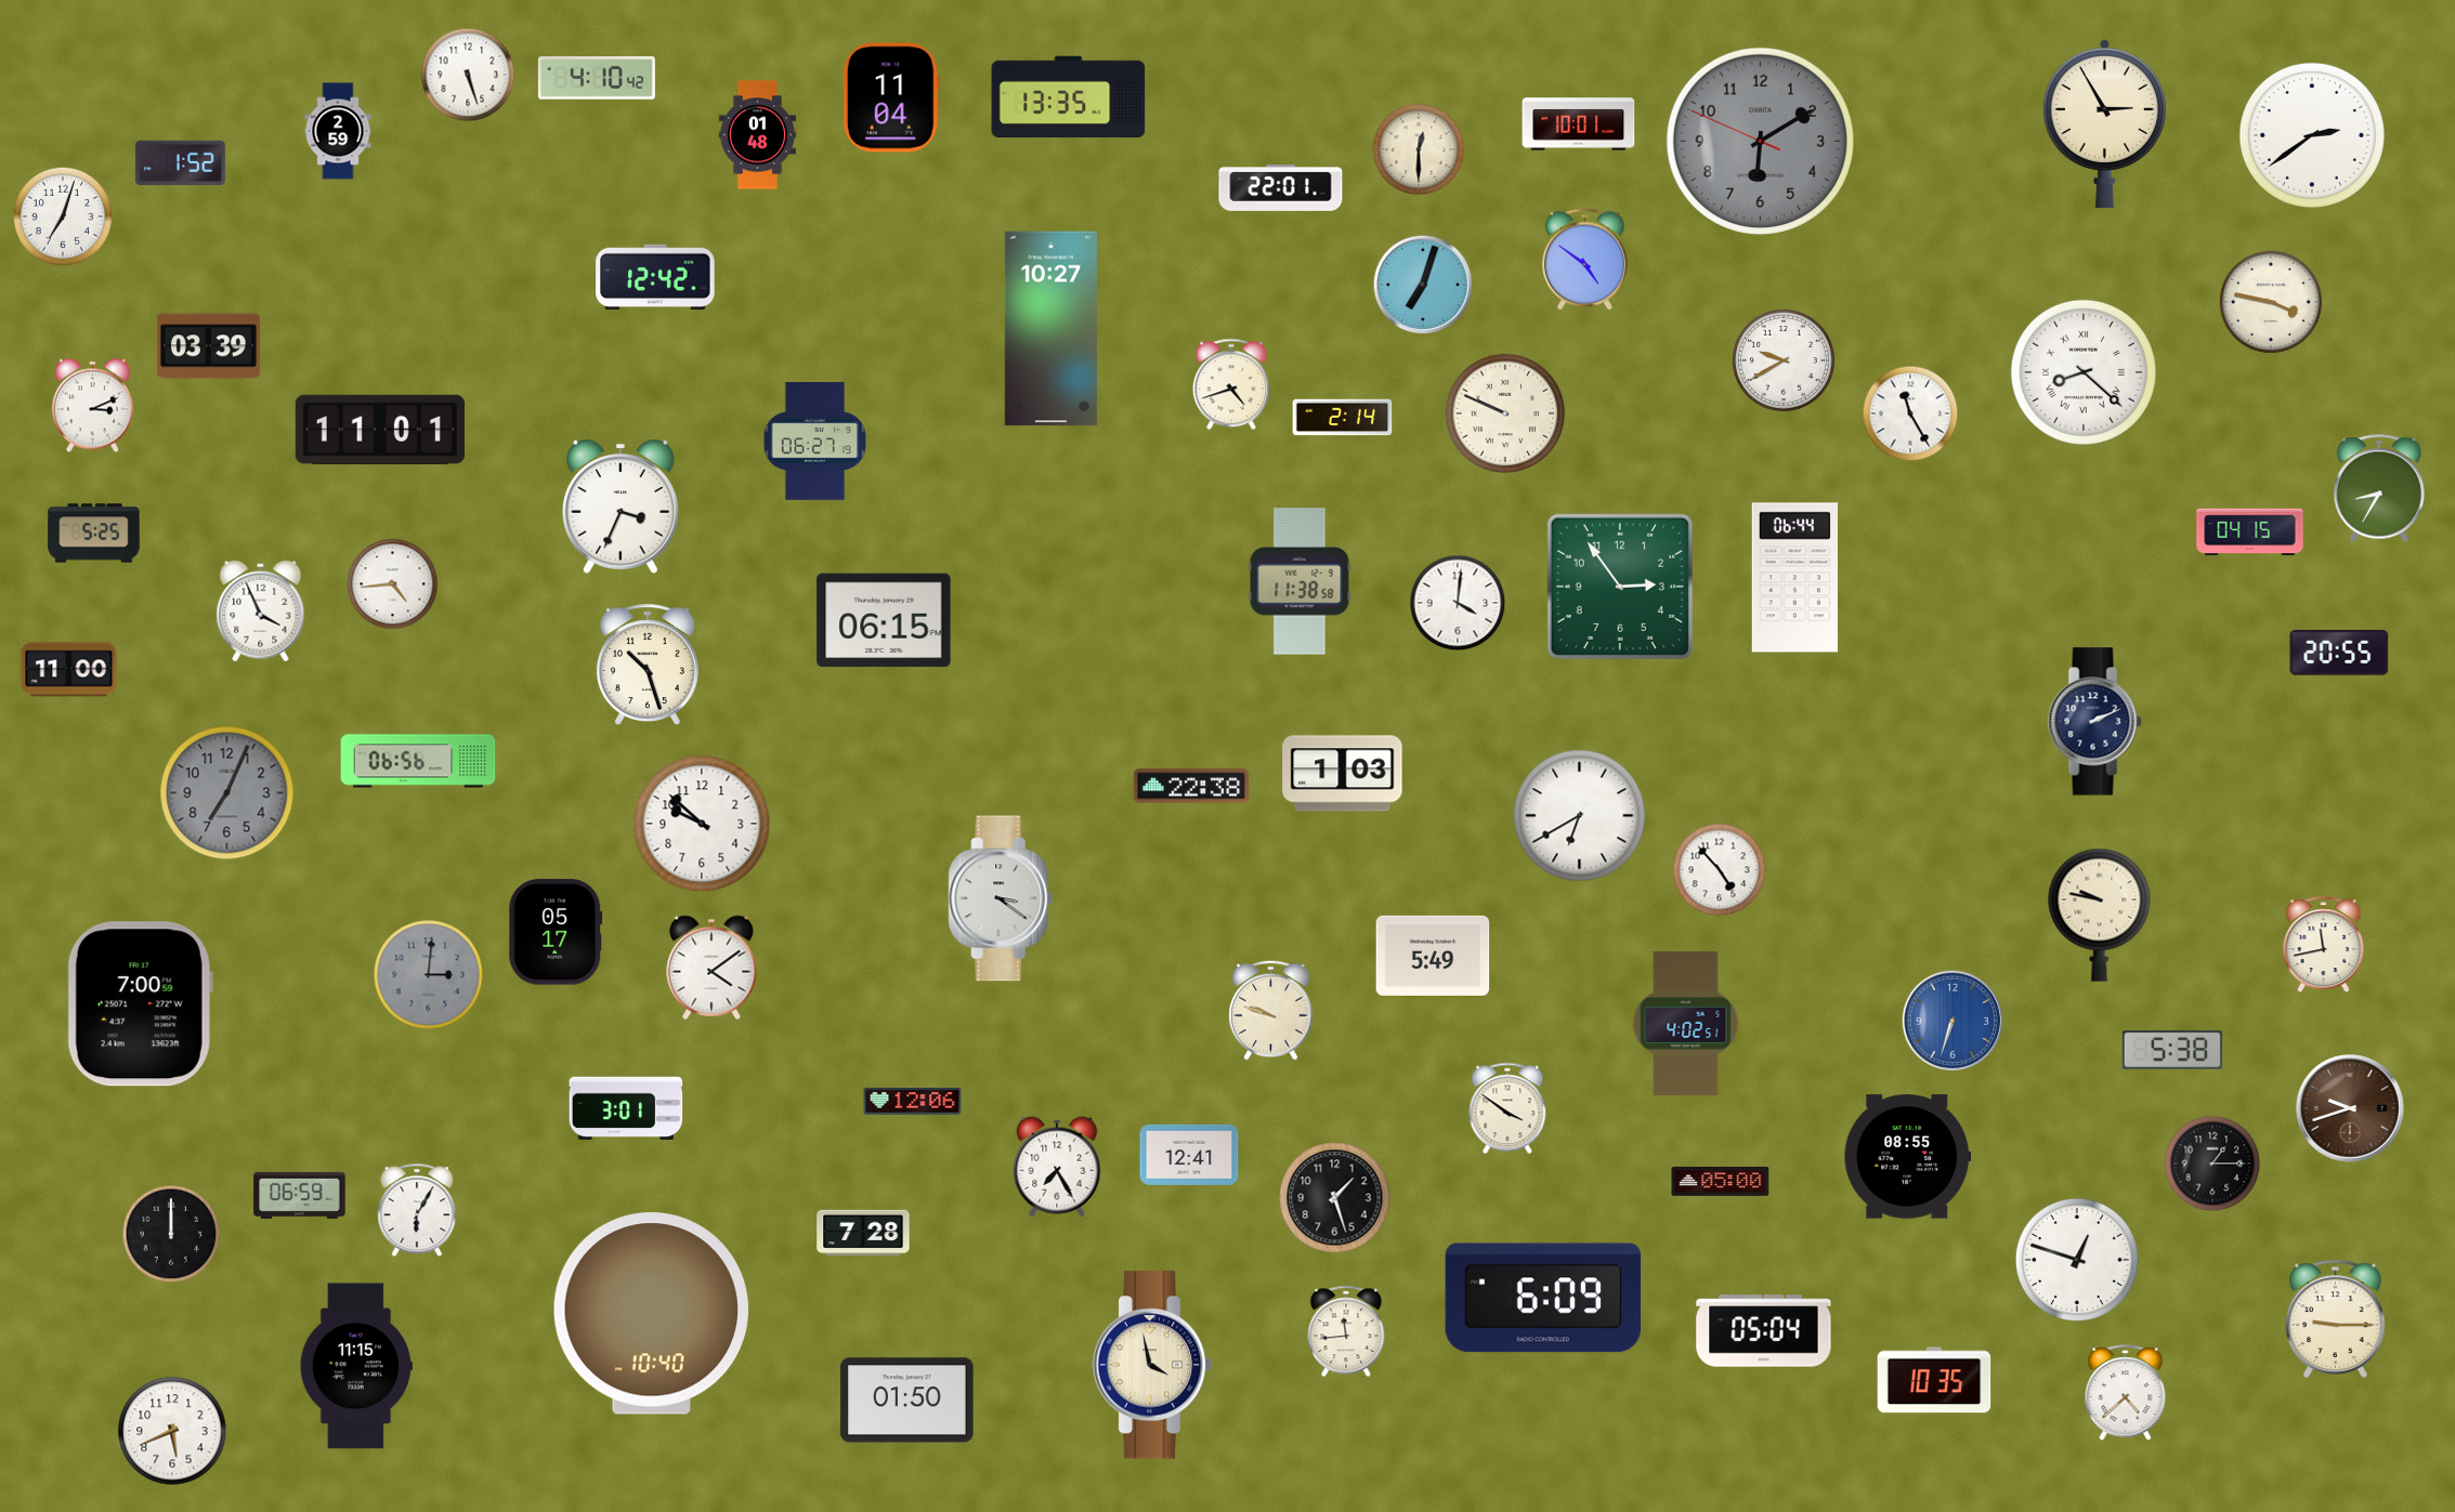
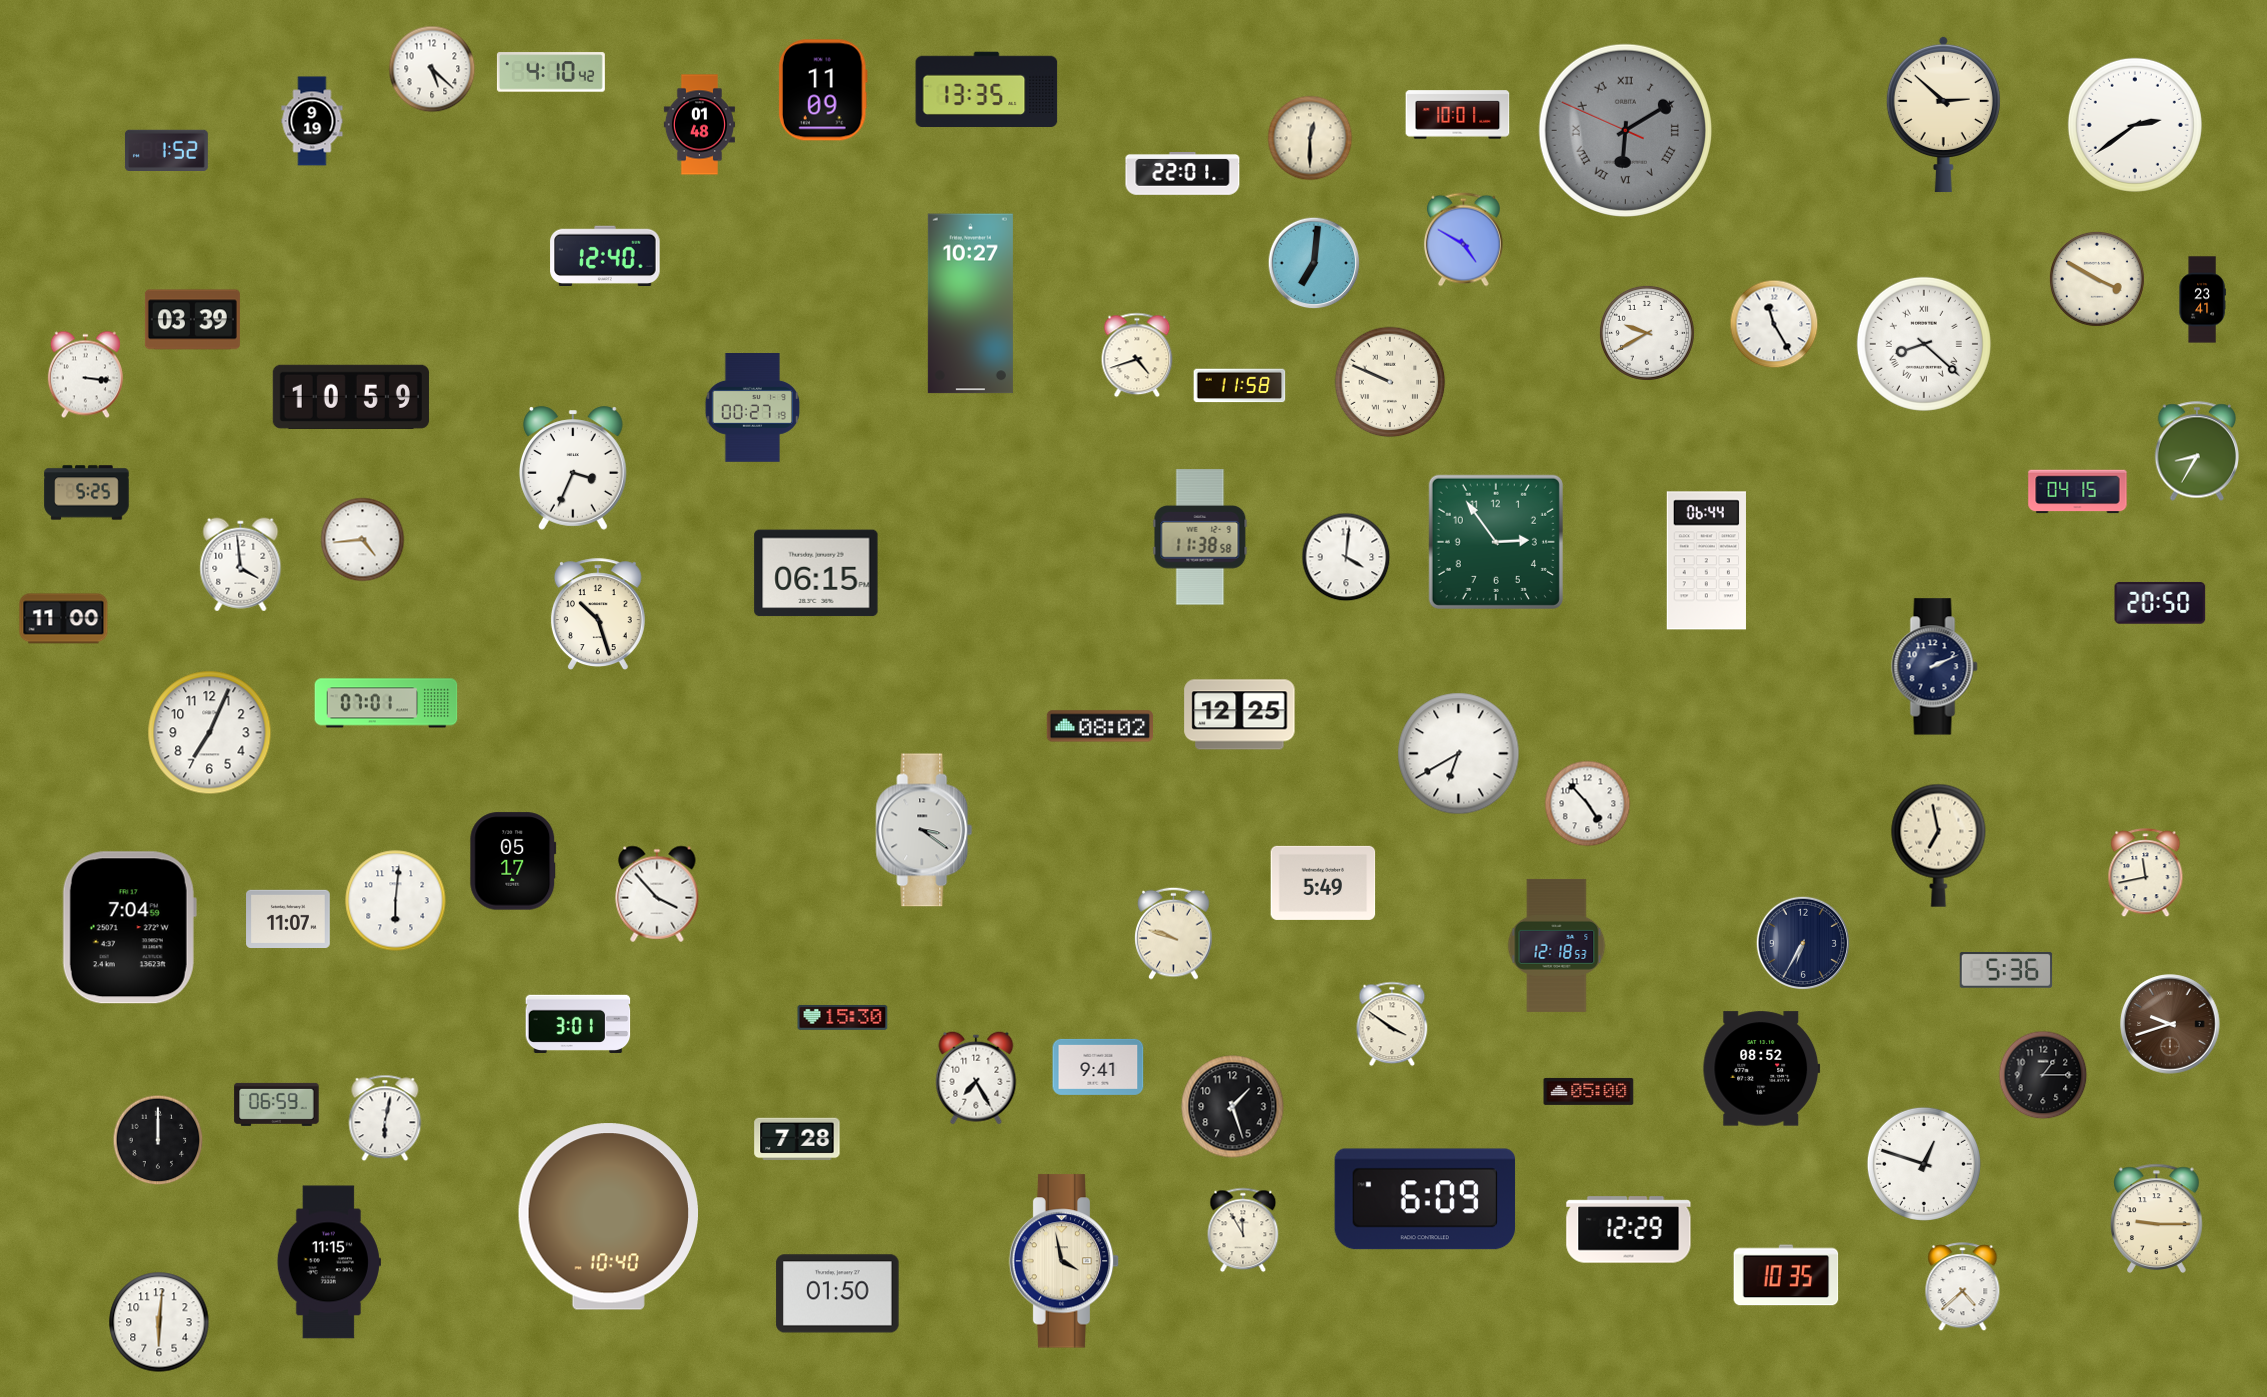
clock at (468, 75): 5:27 -> 5:22
clock at (891, 97): 11:04 -> 11:09
clock at (2104, 123): 2:55 -> 2:52
clock at (338, 131): 2:59 -> 9:19
clock at (1760, 141) numerals: Arabic -> Roman
clock at (63, 216): 7:03 -> none
clock at (1584, 260): 4:51 -> 4:50
clock at (655, 277): 12:42 -> 12:40
clock at (1423, 285): 7:03 -> 7:01
clock at (2271, 302): 3:47 -> 3:50
clock at (2202, 300): none -> 23:41
clock at (92, 406): 3:11 -> 3:16
clock at (1910, 413) position: (1910, 413) -> (1774, 324)
clock at (1343, 418): 2:14 -> 11:58
clock at (380, 430): 11:01 -> 10:59
clock at (815, 442): 06:27 -> 00:27
clock at (1794, 578) position: (1794, 578) -> (1706, 561)
clock at (261, 612): 3:56 -> 3:59
clock at (2339, 653): 20:55 -> 20:50
clock at (418, 761): 06:56 -> 07:01
clock at (1343, 774): 1:03 -> 12:25
clock at (1191, 786): 22:38 -> 08:02
clock at (227, 793) dial: grey -> white
clock at (702, 824): 9:52 -> none
clock at (2100, 915): 9:47 -> 6:58
clock at (711, 968): 4:09 -> 3:53
clock at (429, 975): 3:01 -> 6:01
clock at (429, 975) dial: grey -> white
clock at (288, 918): none -> 11:07
clock at (140, 1004): 7:00 -> 7:04
clock at (1951, 1020): 6:33 -> 6:35
clock at (1951, 1020) dial: blue -> navy
clock at (1686, 1023): 4:02 -> 12:18
clock at (2172, 1051): 5:38 -> 5:36
clock at (913, 1102): 12:06 -> 15:30
clock at (1189, 1155): 12:41 -> 9:41
clock at (1908, 1157): 08:55 -> 08:52
clock at (417, 1210): 6:05 -> 6:02
clock at (2077, 1260) position: (2077, 1260) -> (1924, 1164)
clock at (651, 1314) position: (651, 1314) -> (608, 1217)
clock at (1346, 1331): 11:44 -> 11:55
clock at (1764, 1331): 05:04 -> 12:29
clock at (172, 1431): 5:41 -> 6:01
